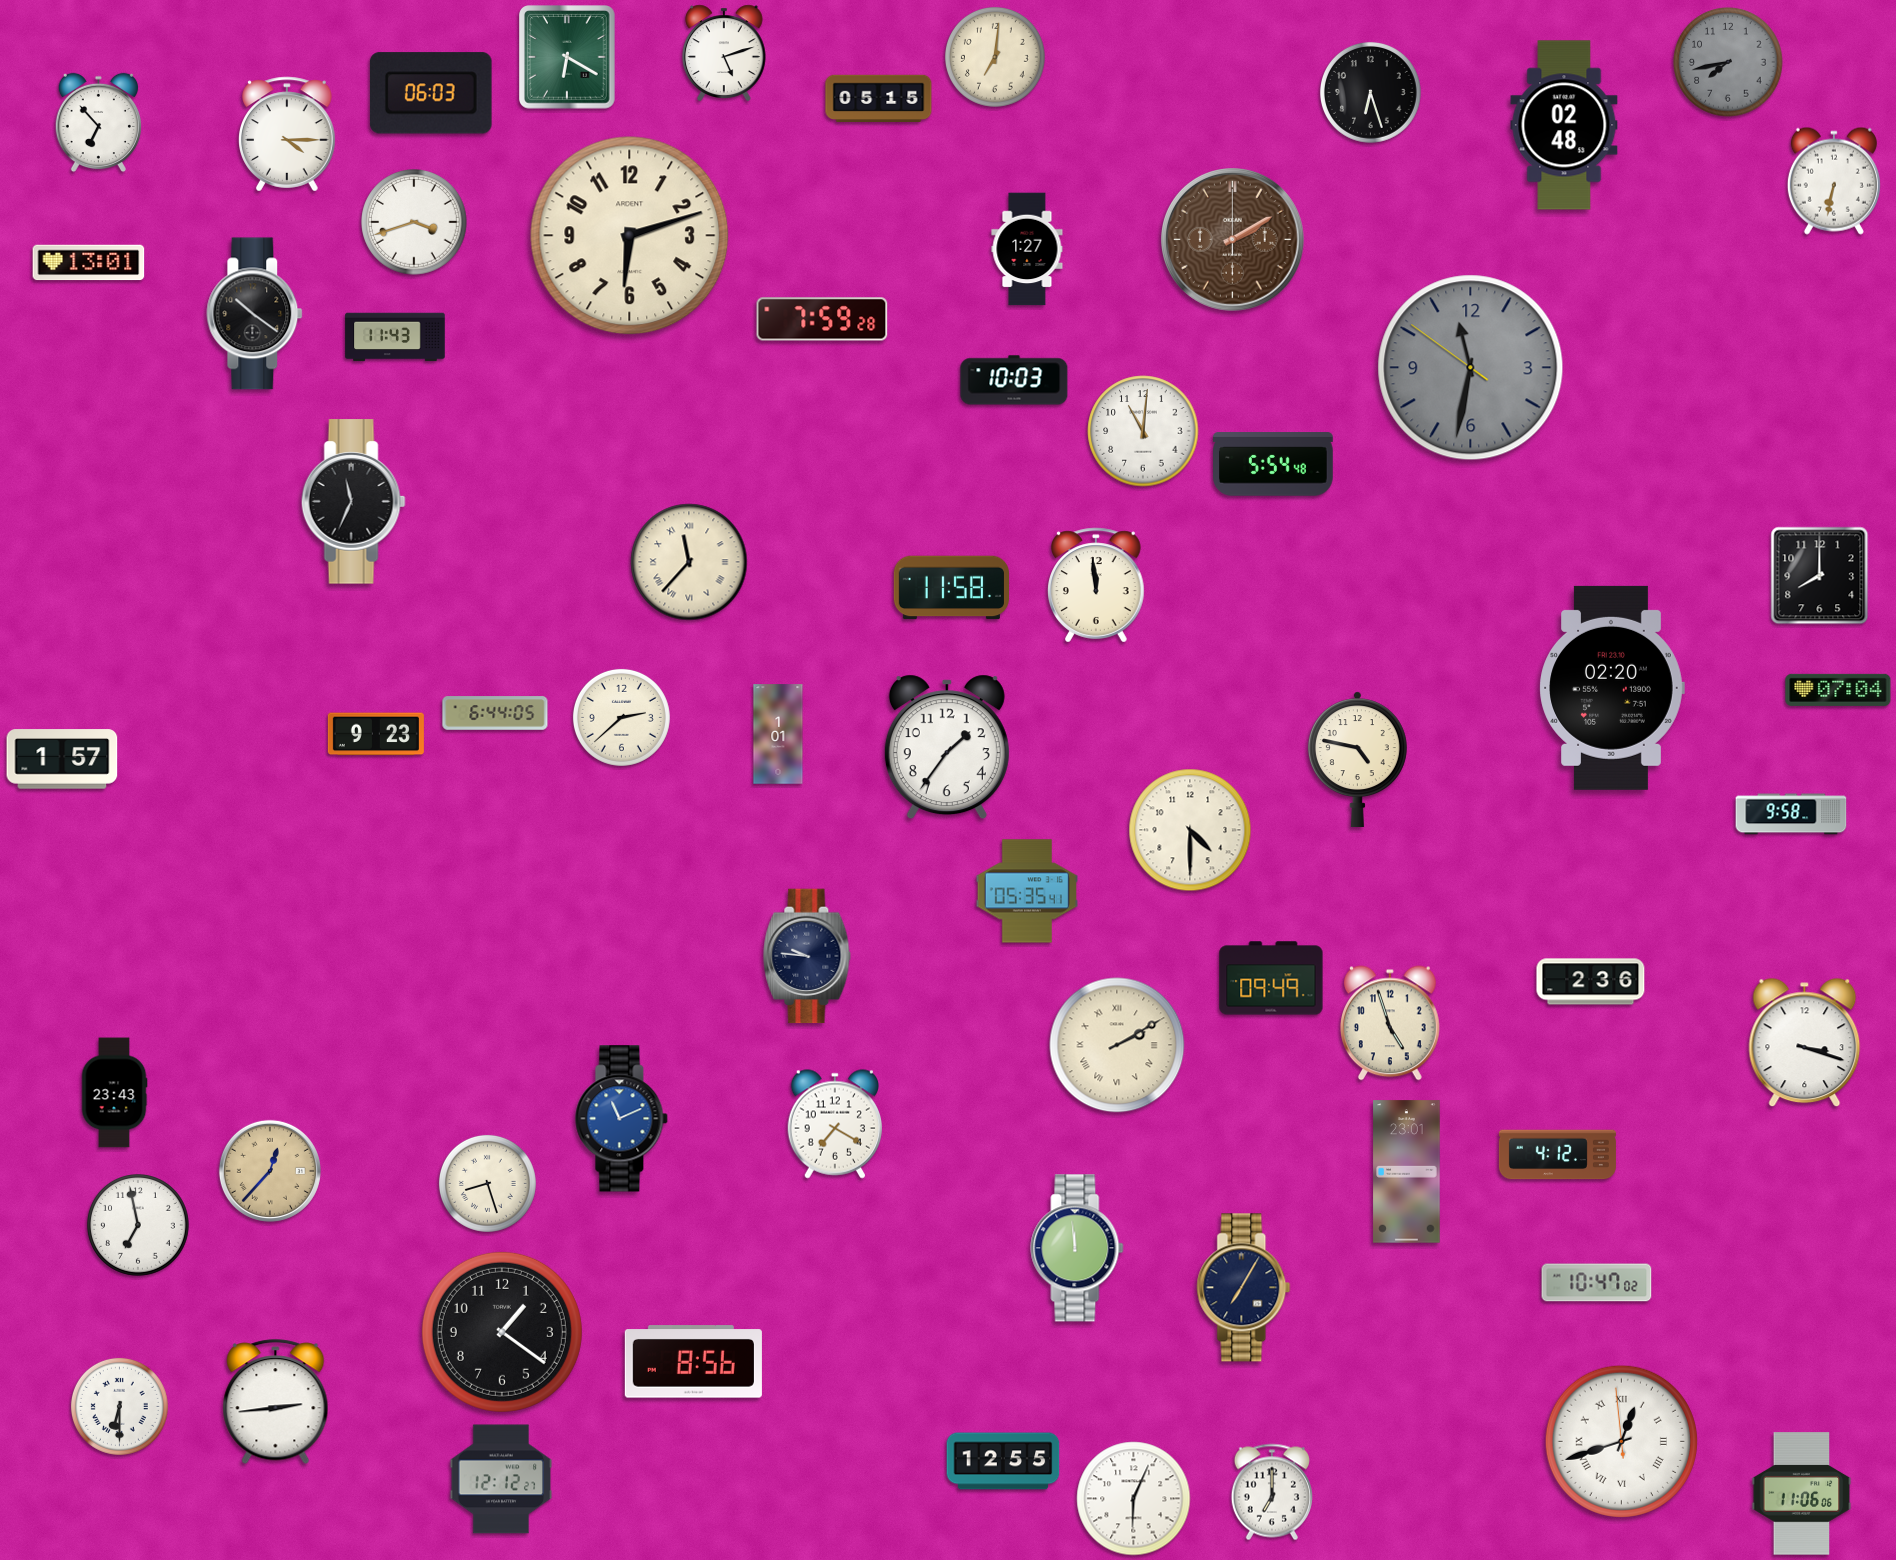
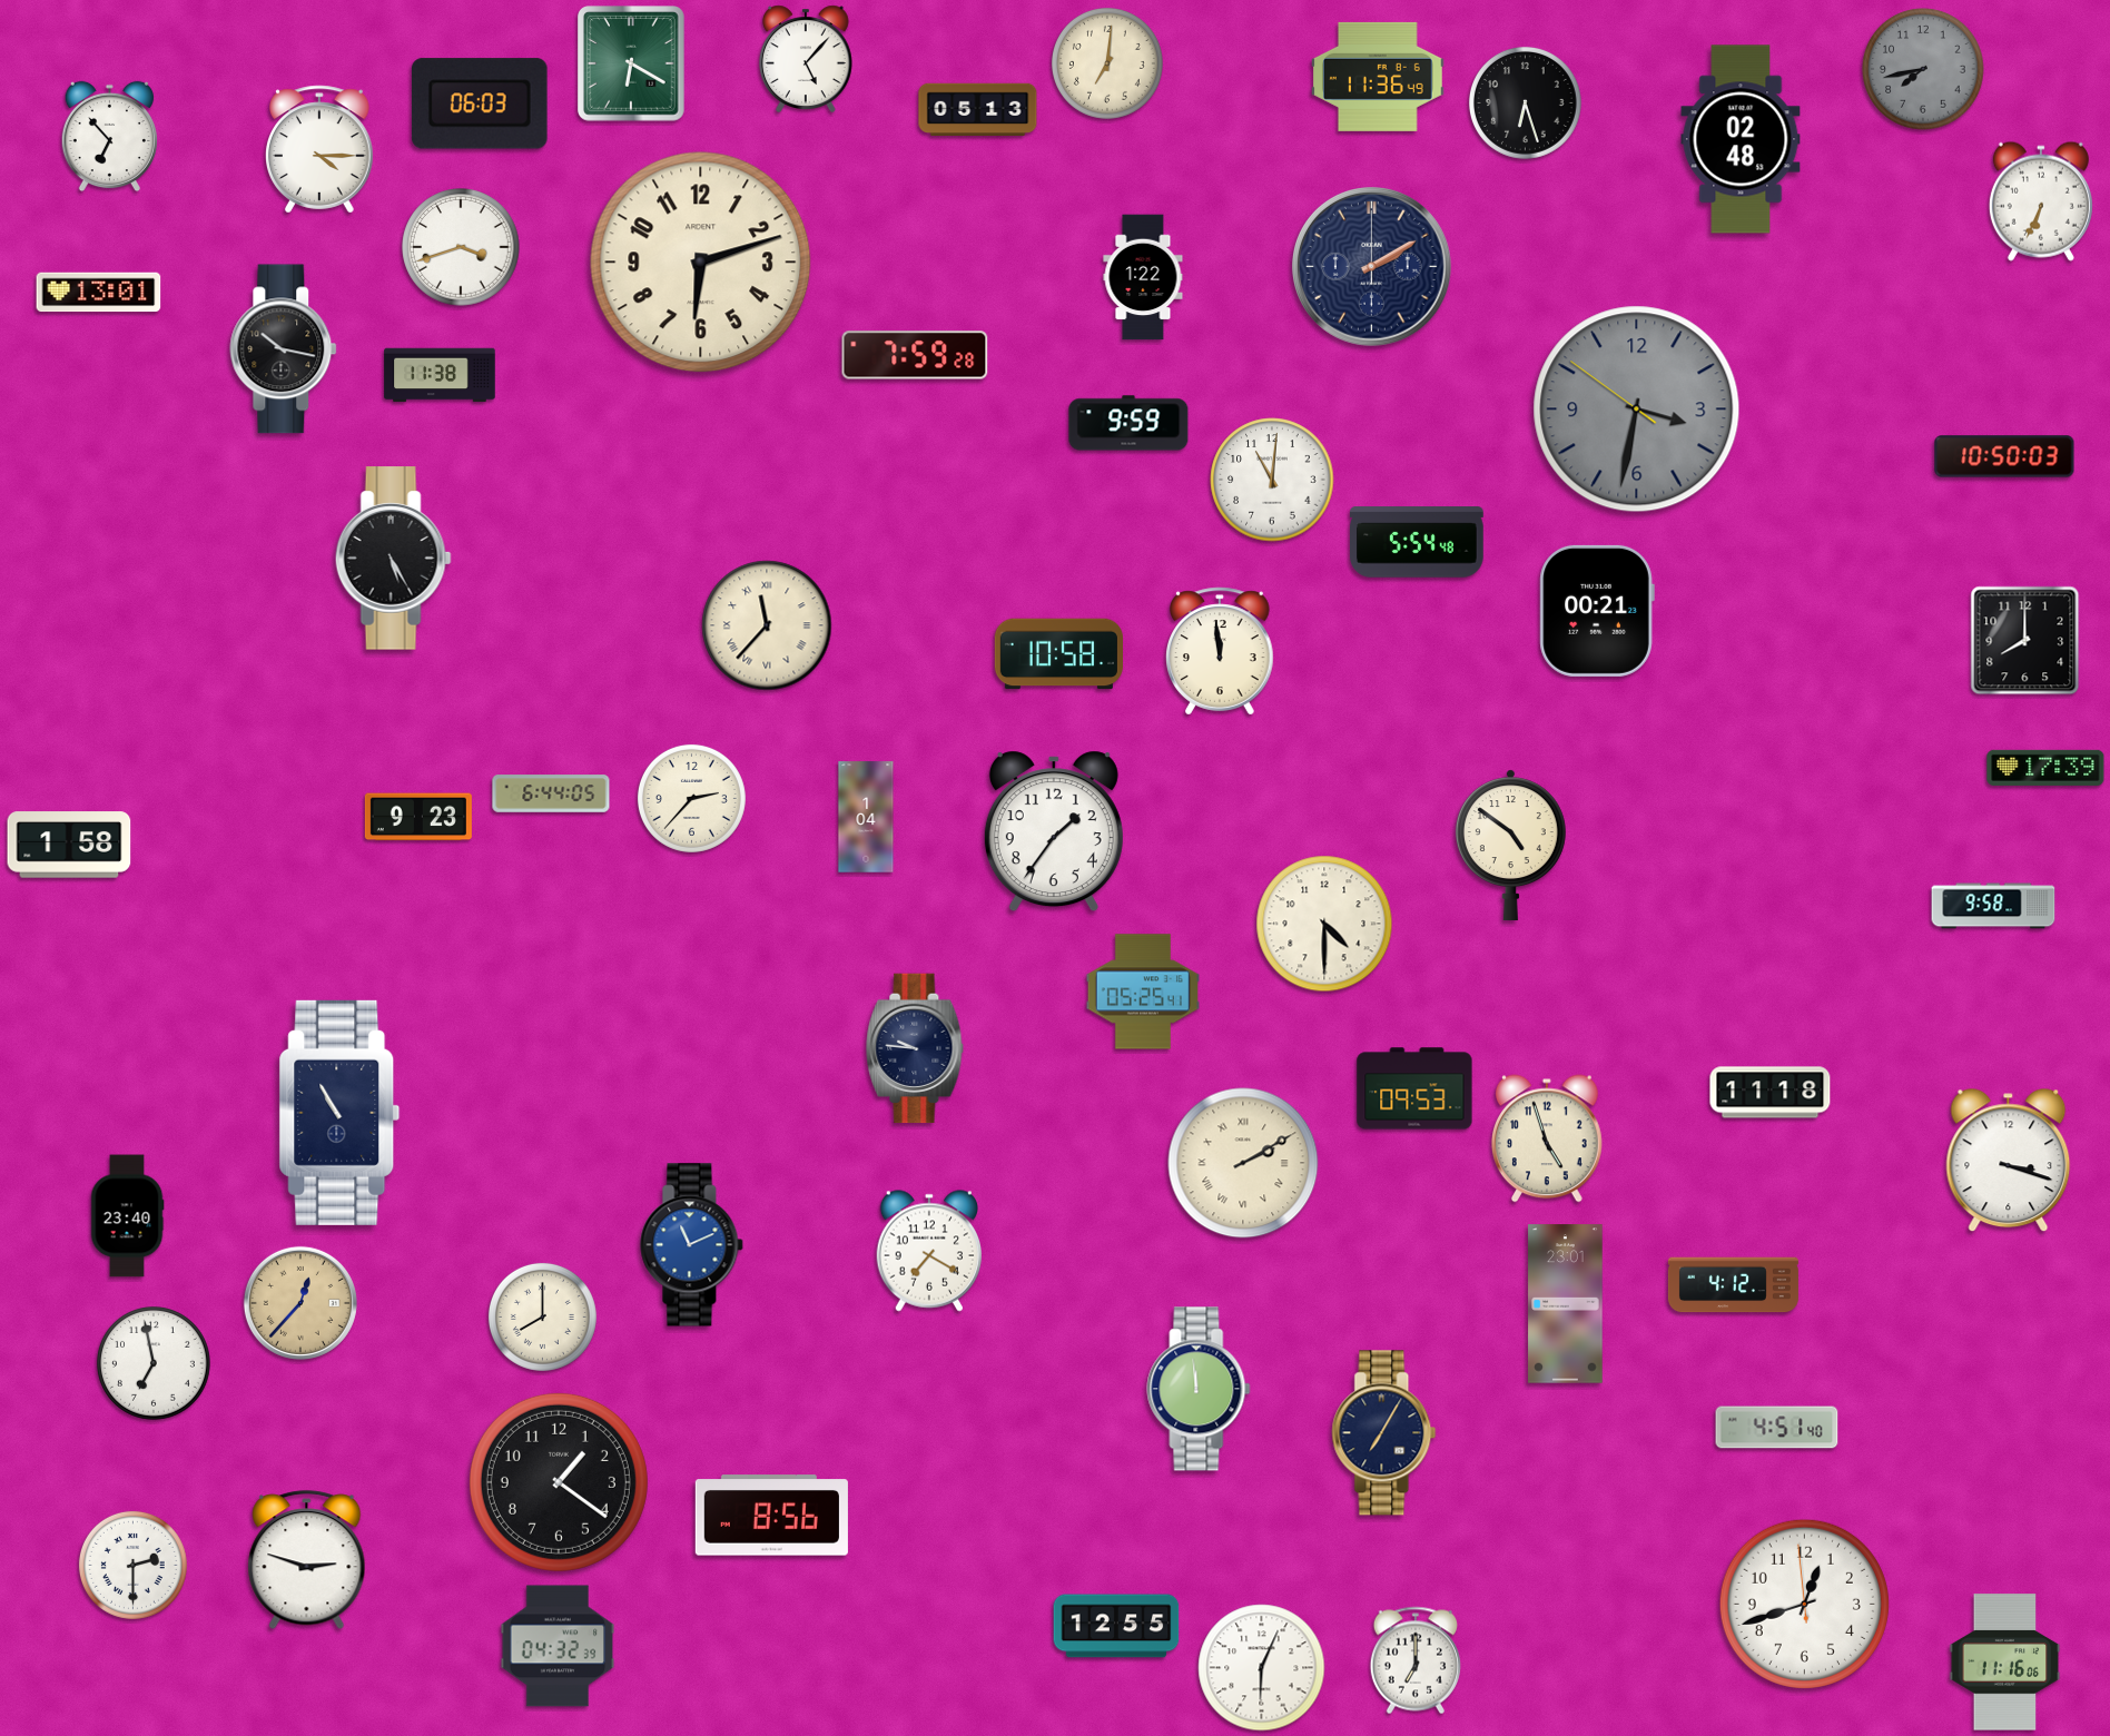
clock at (724, 53): 5:12 -> 5:07
clock at (1379, 77): none -> 11:36
clock at (879, 98): 05:15 -> 05:13
clock at (1834, 181): 6:32 -> 6:34
clock at (1233, 240) dial: brown -> navy
clock at (1027, 249): 1:27 -> 1:22
clock at (255, 314): 10:21 -> 10:17
clock at (395, 337): 11:43 -> 11:38
clock at (1471, 368): 11:31 -> 3:31
clock at (1014, 380): 10:03 -> 9:59
clock at (2004, 456): none -> 10:50
clock at (1274, 464) position: (1274, 464) -> (1418, 542)
clock at (353, 502): 11:34 -> 5:25
clock at (1597, 611): none -> 00:21
clock at (951, 588): 11:58 -> 10:58
clock at (1612, 688): 02:20 -> none
clock at (1838, 690): 07:04 -> 17:39
clock at (621, 717): 2:38 -> 2:37
clock at (778, 734): 1:01 -> 1:04
clock at (62, 759): 1:57 -> 1:58
clock at (1357, 759): 4:47 -> 4:51
clock at (1027, 891): 05:35 -> 05:25
clock at (807, 956) position: (807, 956) -> (915, 1048)
clock at (1271, 978): 09:49 -> 09:53
clock at (1591, 982): 2:36 -> 11:18
clock at (339, 1113): none -> 10:55
clock at (114, 1093): 23:43 -> 23:40
clock at (487, 1183): 8:27 -> 8:00
clock at (1597, 1283): 10:47 -> 4:51
clock at (276, 1402): 2:44 -> 2:48
clock at (119, 1406): 6:30 -> 2:30
clock at (1621, 1441) numerals: Roman -> Arabic
clock at (501, 1479): 12:12 -> 04:32
clock at (1802, 1494): 11:06 -> 11:16
